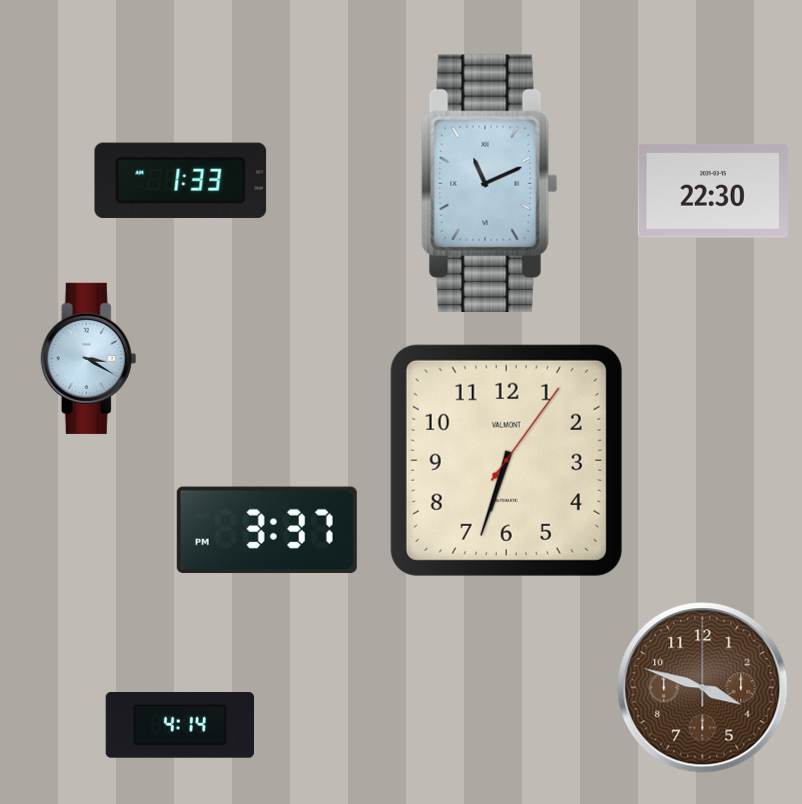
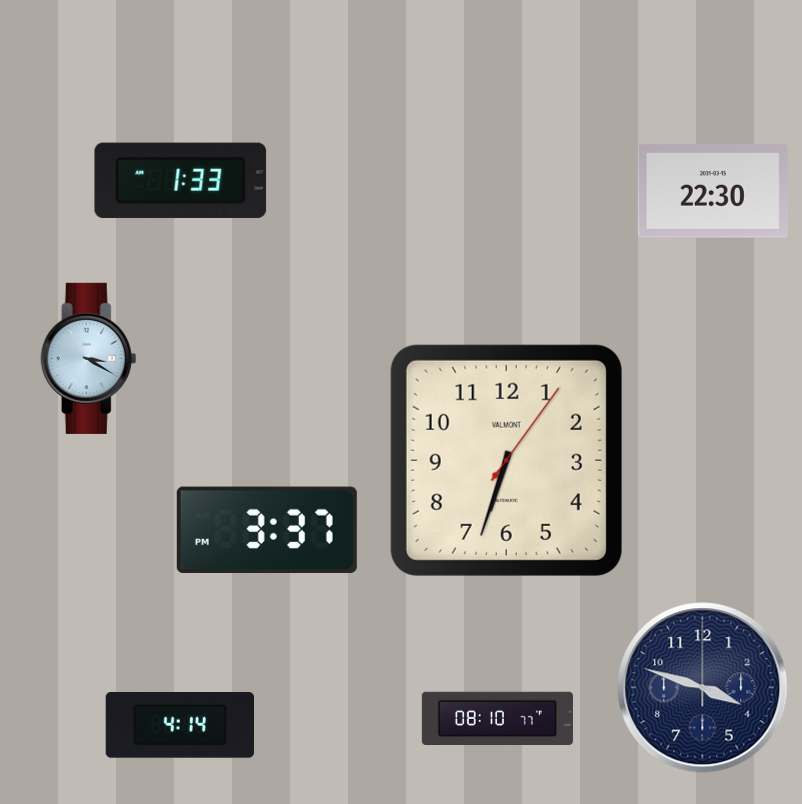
clock at (490, 183): 11:11 -> none
clock at (703, 688) dial: brown -> navy
clock at (497, 718): none -> 08:10
